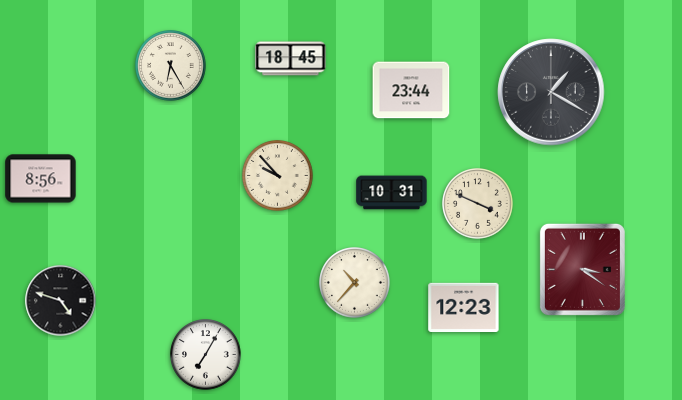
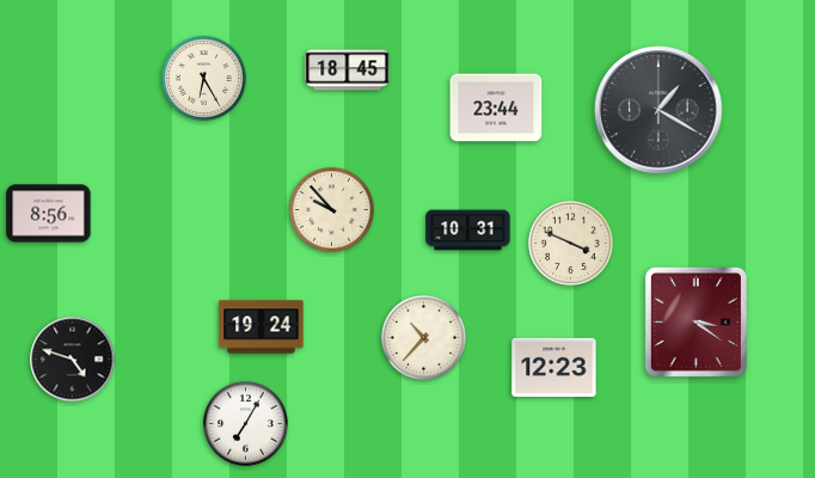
clock at (411, 90) position: (411, 90) -> (496, 108)
clock at (262, 327): none -> 19:24
